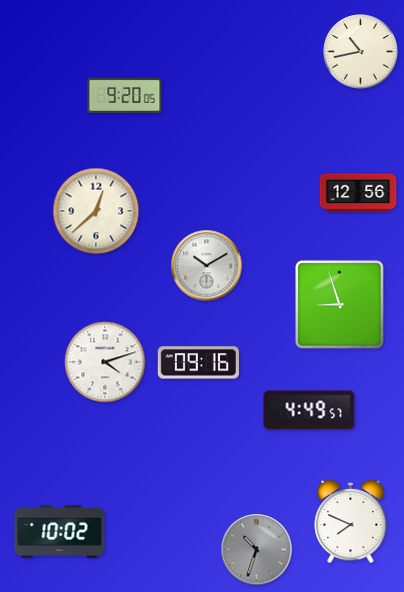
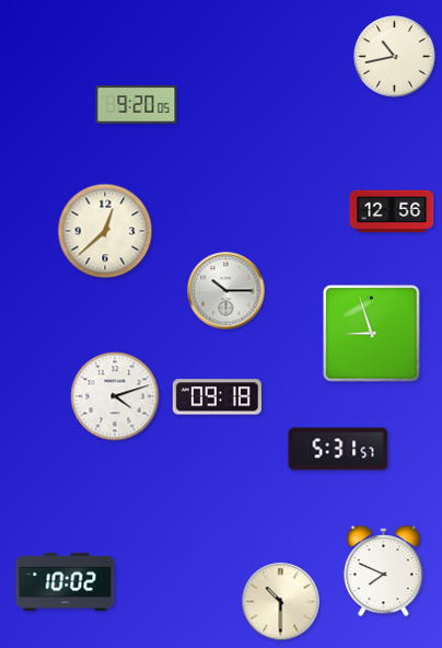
clock at (207, 266): 10:10 -> 10:15
clock at (198, 363): 09:16 -> 09:18
clock at (309, 410): 4:49 -> 5:31
clock at (257, 550): 10:33 -> 10:30
clock at (257, 550) dial: grey -> cream
